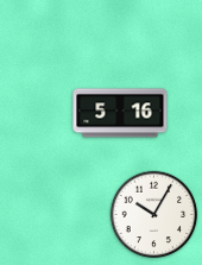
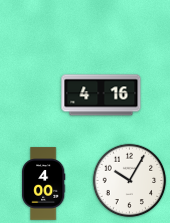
clock at (120, 113): 5:16 -> 4:16
clock at (44, 184): none -> 4:00
